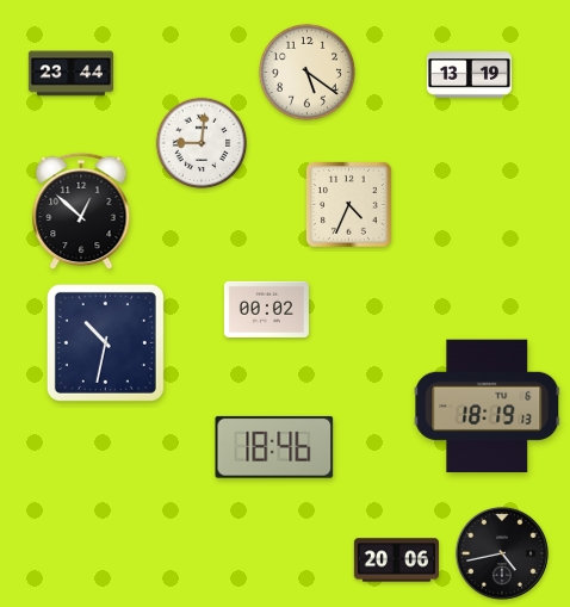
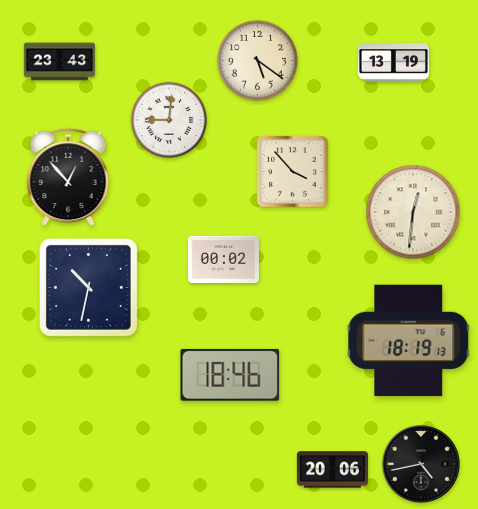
clock at (70, 74): 23:44 -> 23:43
clock at (349, 205): 4:34 -> 3:53
clock at (81, 211): 12:52 -> 12:53
clock at (413, 212): none -> 12:31
